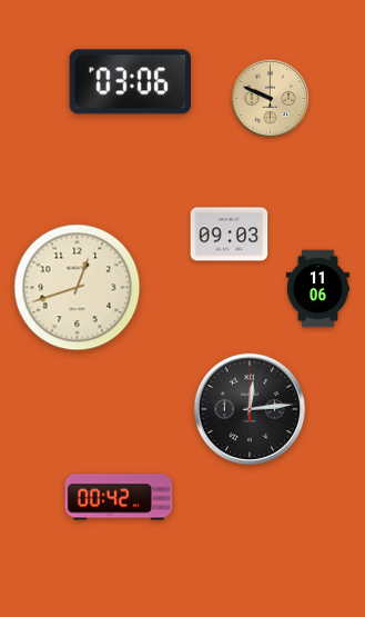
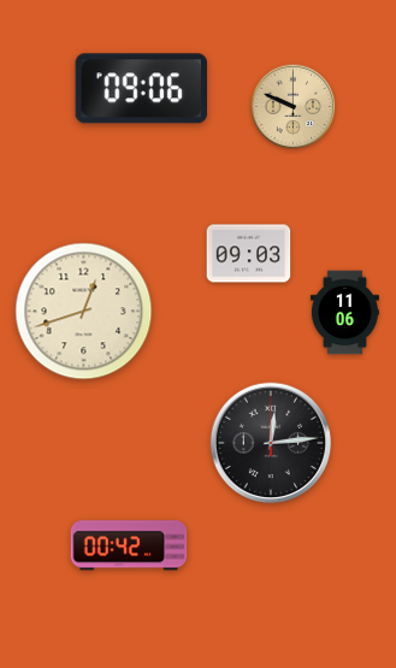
clock at (130, 82): 03:06 -> 09:06
clock at (119, 497) position: (119, 497) -> (129, 545)
